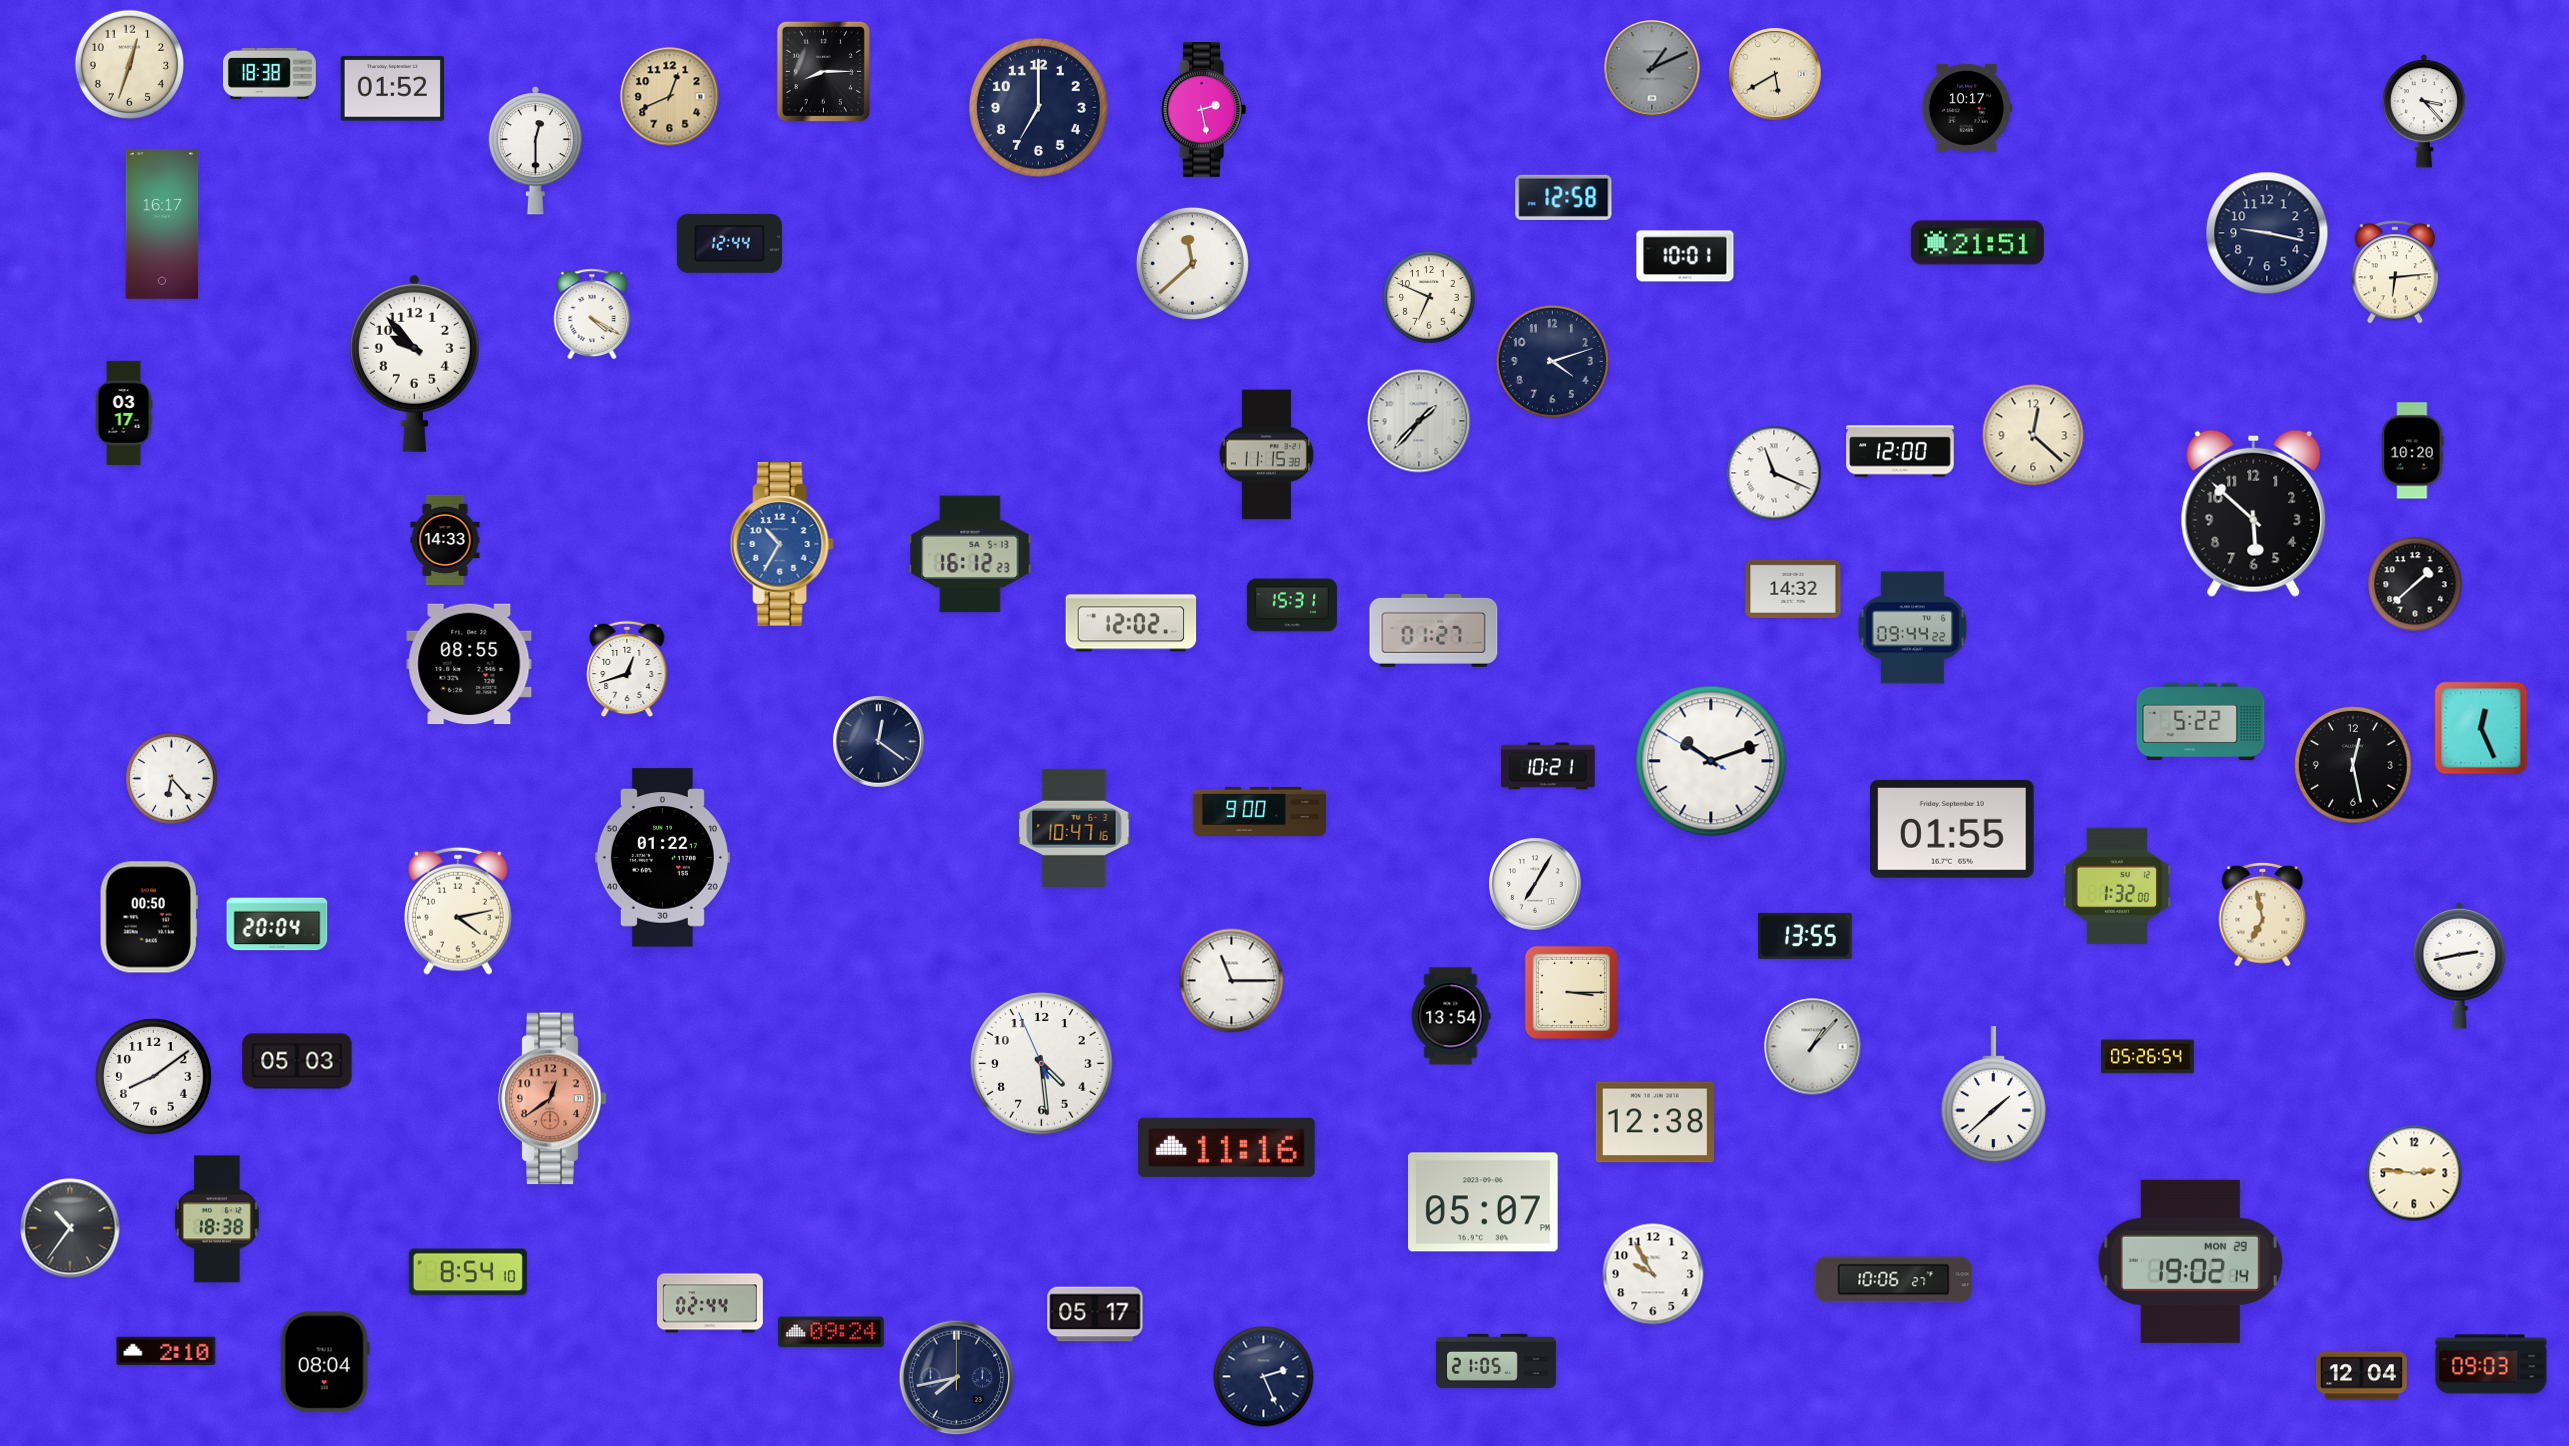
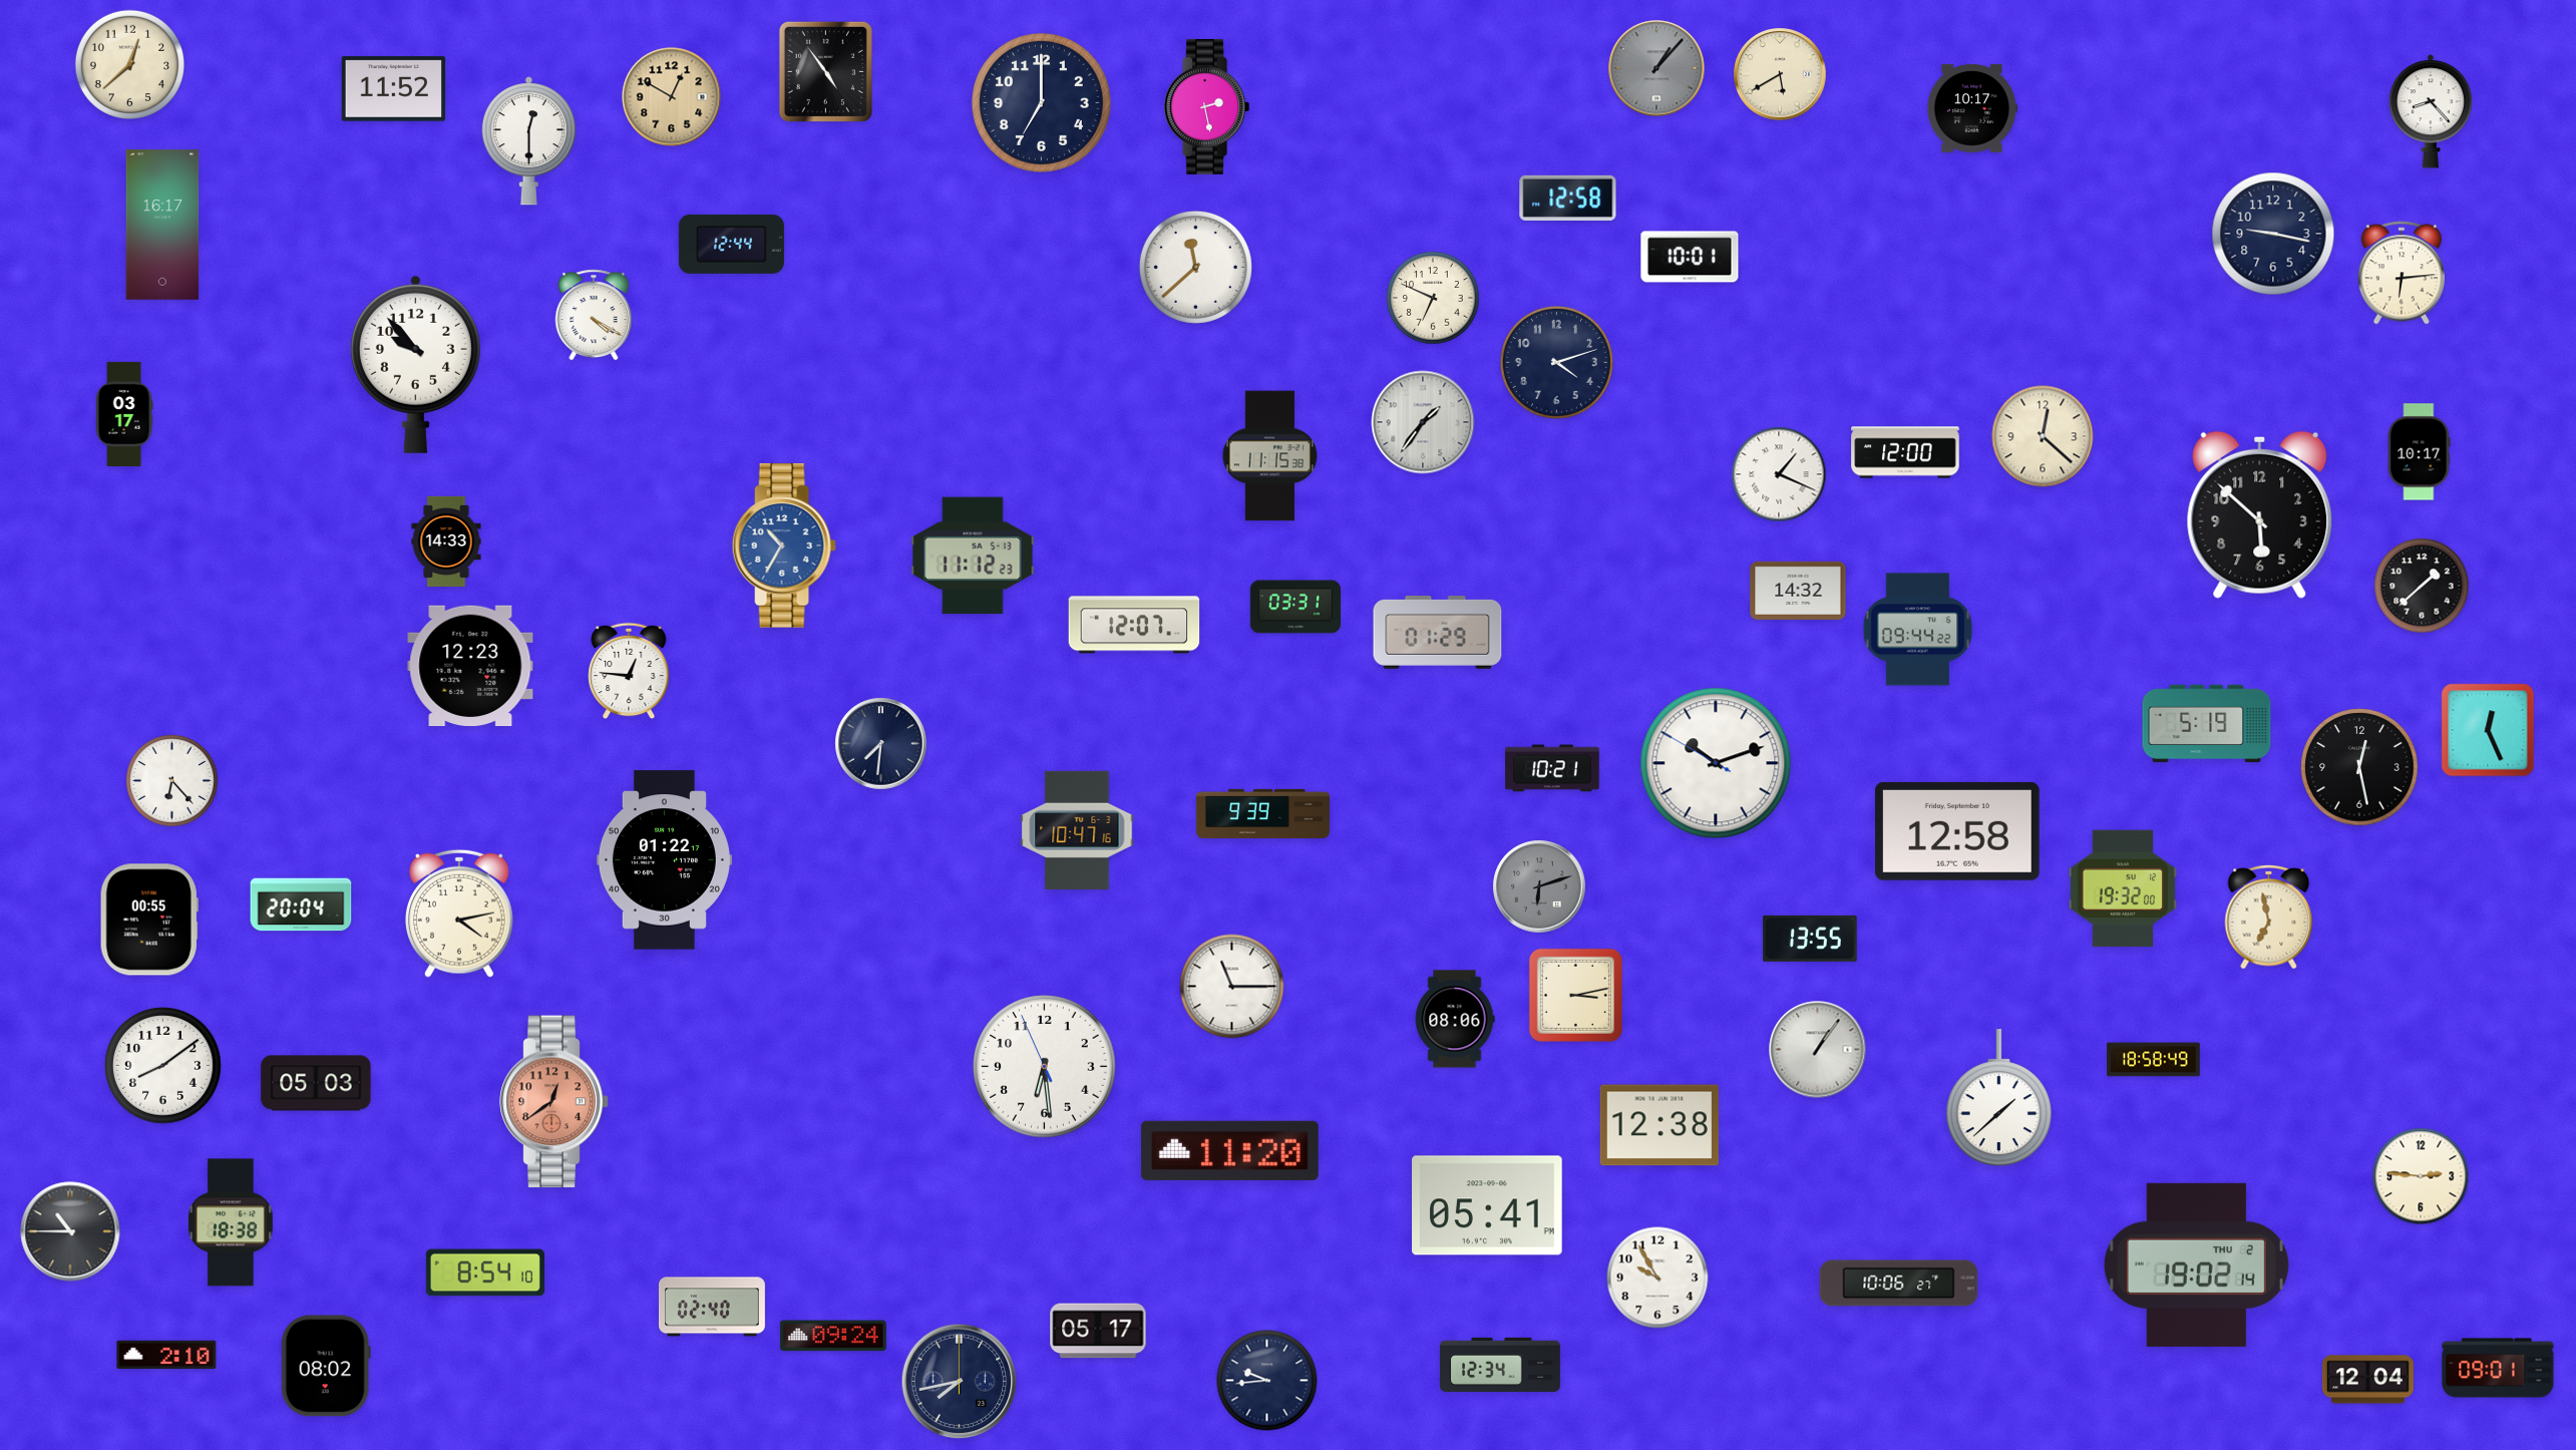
clock at (130, 65): 12:33 -> 12:38
clock at (1652, 68): 1:11 -> 1:07
clock at (823, 71): 8:15 -> 4:54
clock at (270, 73): 18:38 -> none
clock at (392, 89): 01:52 -> 11:52
clock at (670, 97): 12:41 -> 12:50
clock at (1038, 107) position: (1038, 107) -> (1041, 102)
clock at (1203, 109) position: (1203, 109) -> (1206, 106)
clock at (2424, 111): 3:23 -> 8:23
clock at (535, 150) position: (535, 150) -> (528, 140)
clock at (1977, 243): 21:51 -> none
clock at (1192, 263) position: (1192, 263) -> (1195, 267)
clock at (1419, 421): 1:37 -> 1:36
clock at (2033, 435) position: (2033, 435) -> (2043, 436)
clock at (2413, 451): 10:20 -> 10:17
clock at (1774, 473): 11:19 -> 1:19
clock at (970, 554): 16:12 -> 11:12
clock at (1292, 605): 15:31 -> 03:31
clock at (1131, 623): 12:02 -> 12:07
clock at (1434, 631): 01:27 -> 01:29
clock at (469, 664): 08:55 -> 12:23
clock at (627, 669): 12:42 -> 12:46
clock at (2201, 722): 5:22 -> 5:19
clock at (879, 742): 12:21 -> 7:31
clock at (1259, 811): 9:00 -> 9:39
clock at (1953, 829): 01:55 -> 12:58
clock at (1535, 884): 7:05 -> 6:12
clock at (1535, 884) dial: white -> grey
clock at (2117, 886): 1:32 -> 19:32
clock at (149, 917): 00:50 -> 00:55
clock at (277, 924) position: (277, 924) -> (301, 904)
clock at (2460, 965): 2:43 -> none
clock at (1232, 981) position: (1232, 981) -> (1232, 987)
clock at (1571, 992): 3:15 -> 3:13
clock at (1451, 1016): 13:54 -> 08:06
clock at (1813, 1047): 1:07 -> 1:06
clock at (2148, 1057): 05:26 -> 18:58
clock at (297, 1061) position: (297, 1061) -> (316, 1083)
clock at (1042, 1064): 4:28 -> 6:28
clock at (154, 1077) position: (154, 1077) -> (163, 1066)
clock at (1226, 1147): 11:16 -> 11:20
clock at (1484, 1202): 05:07 -> 05:41
clock at (217, 1219) position: (217, 1219) -> (231, 1222)
clock at (70, 1228): 10:36 -> 10:45
clock at (2190, 1261) date: MON 29 -> THU 2
clock at (468, 1272) position: (468, 1272) -> (485, 1273)
clock at (710, 1303): 02:44 -> 02:40
clock at (1095, 1314) position: (1095, 1314) -> (1098, 1331)
clock at (1496, 1361): 21:05 -> 12:34
clock at (325, 1362): 08:04 -> 08:02
clock at (2491, 1364): 09:03 -> 09:01
clock at (1264, 1377): 2:26 -> 9:44
